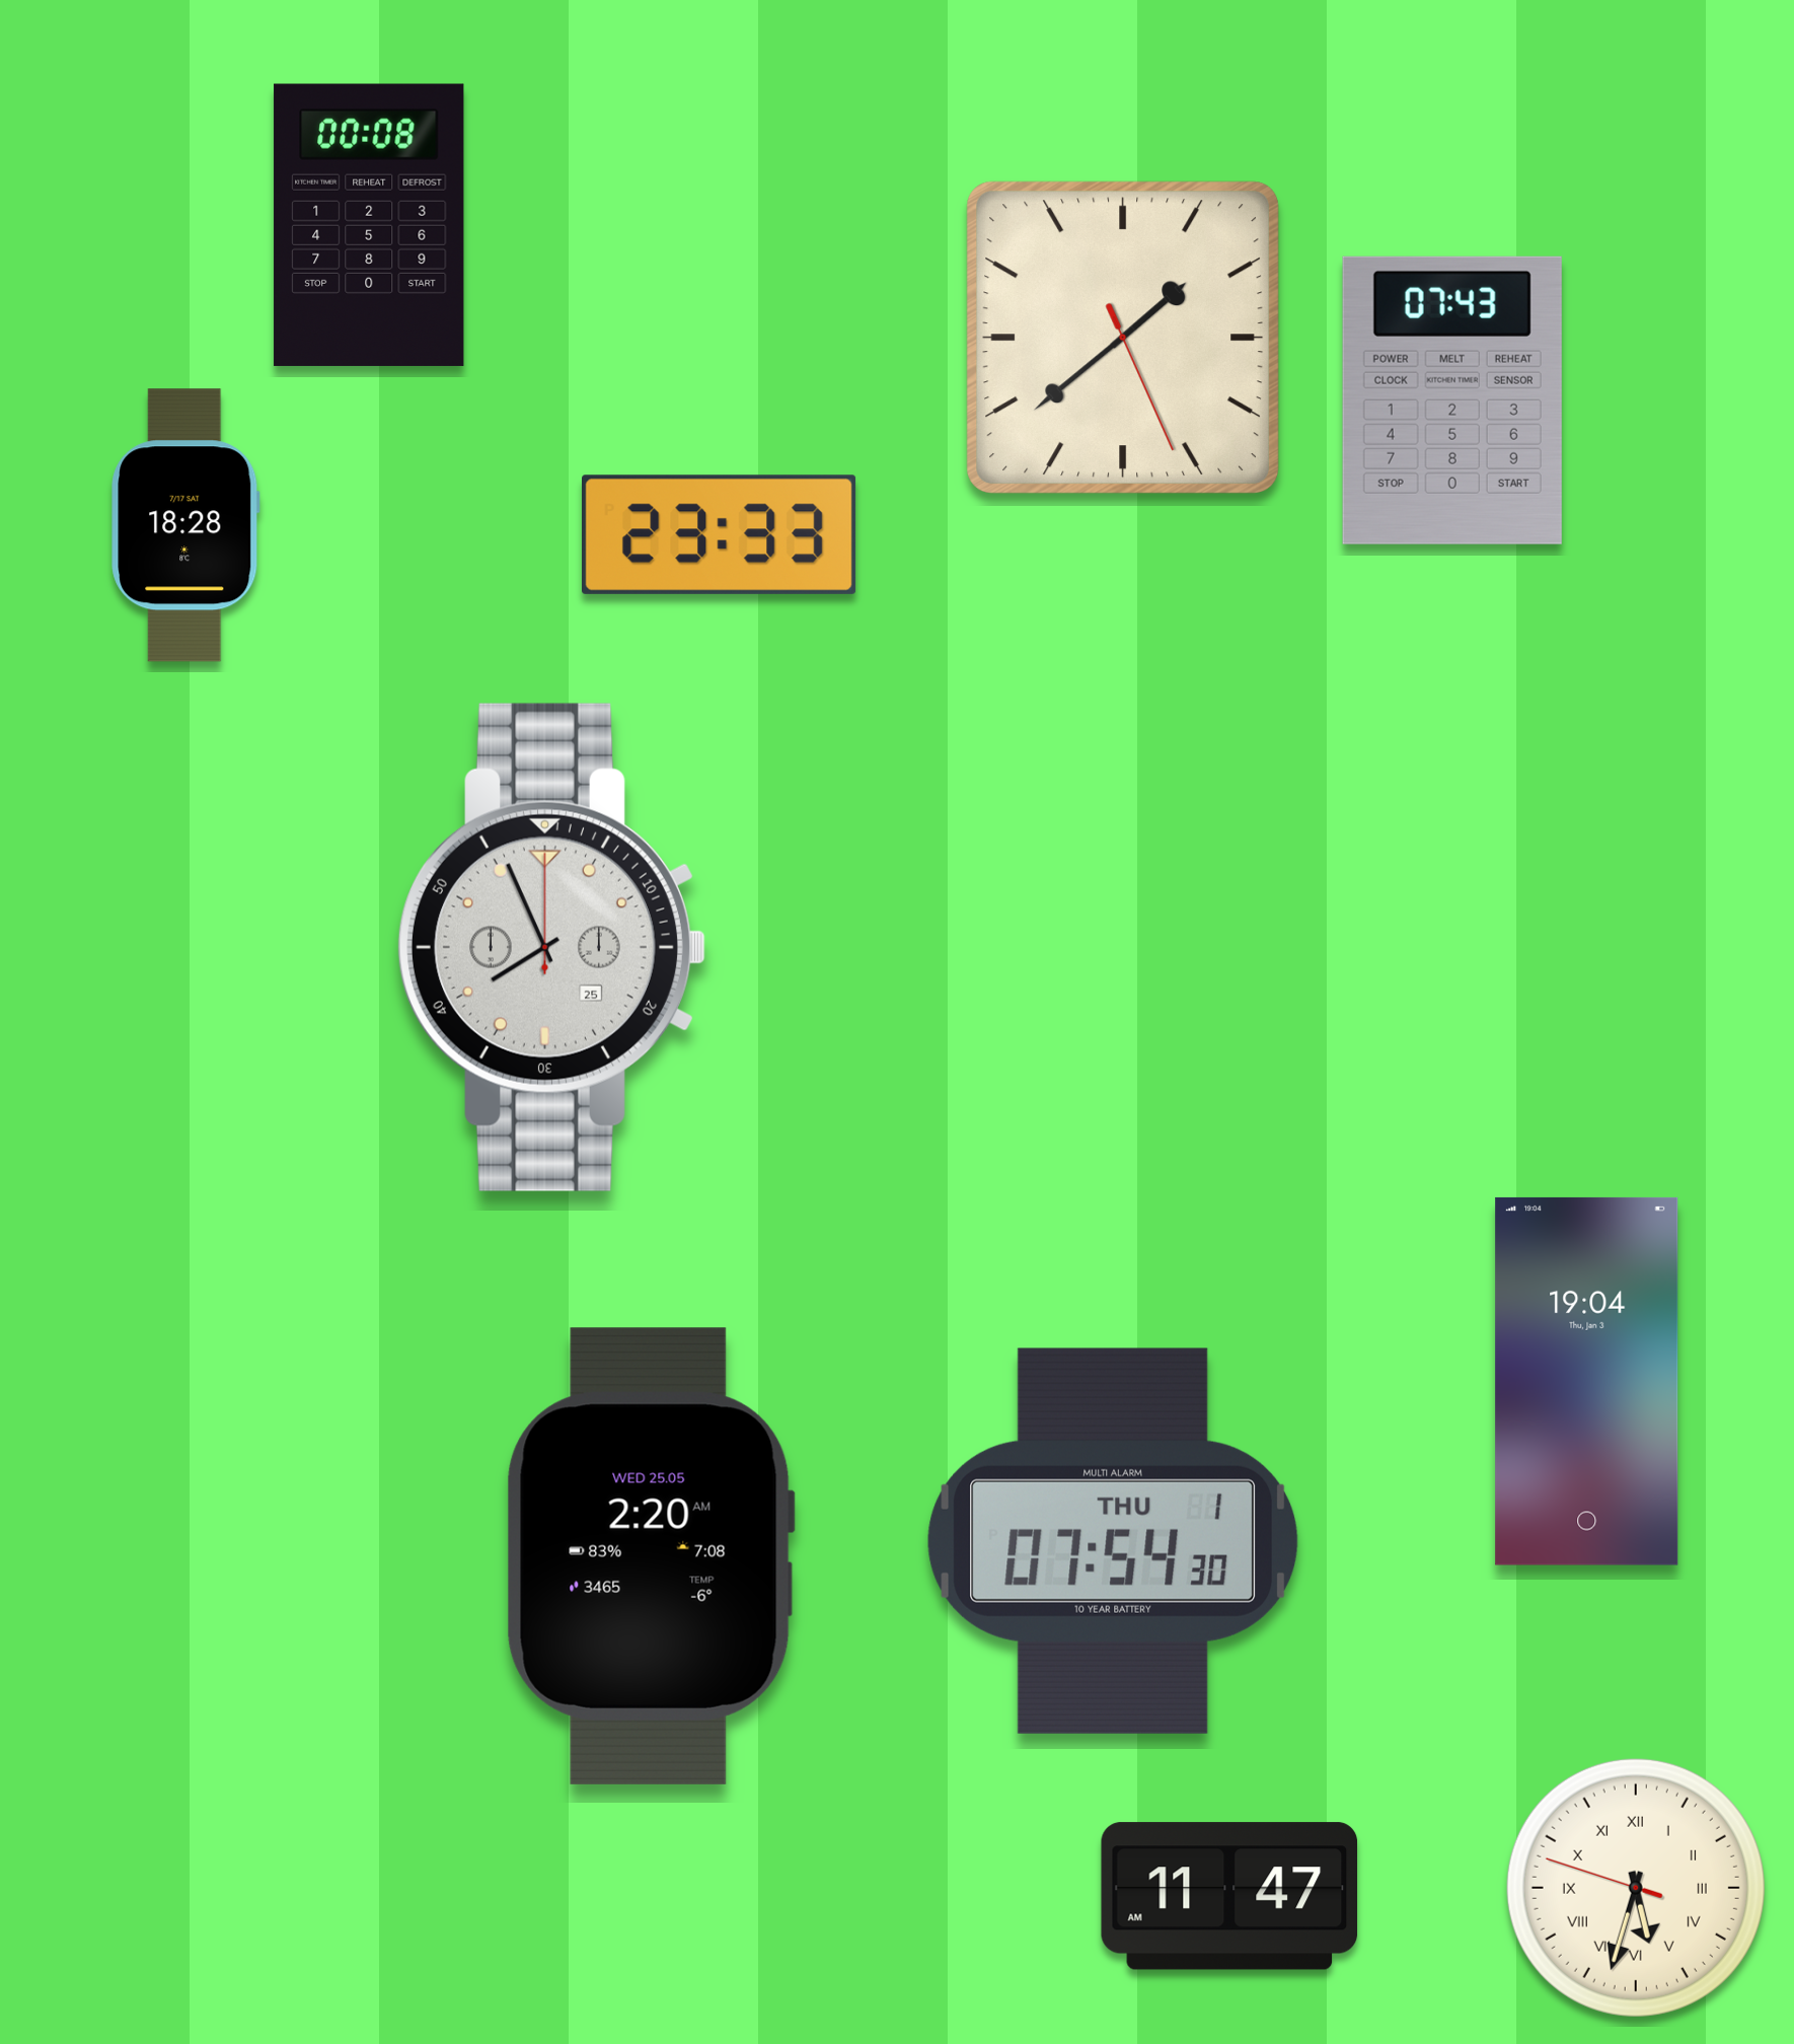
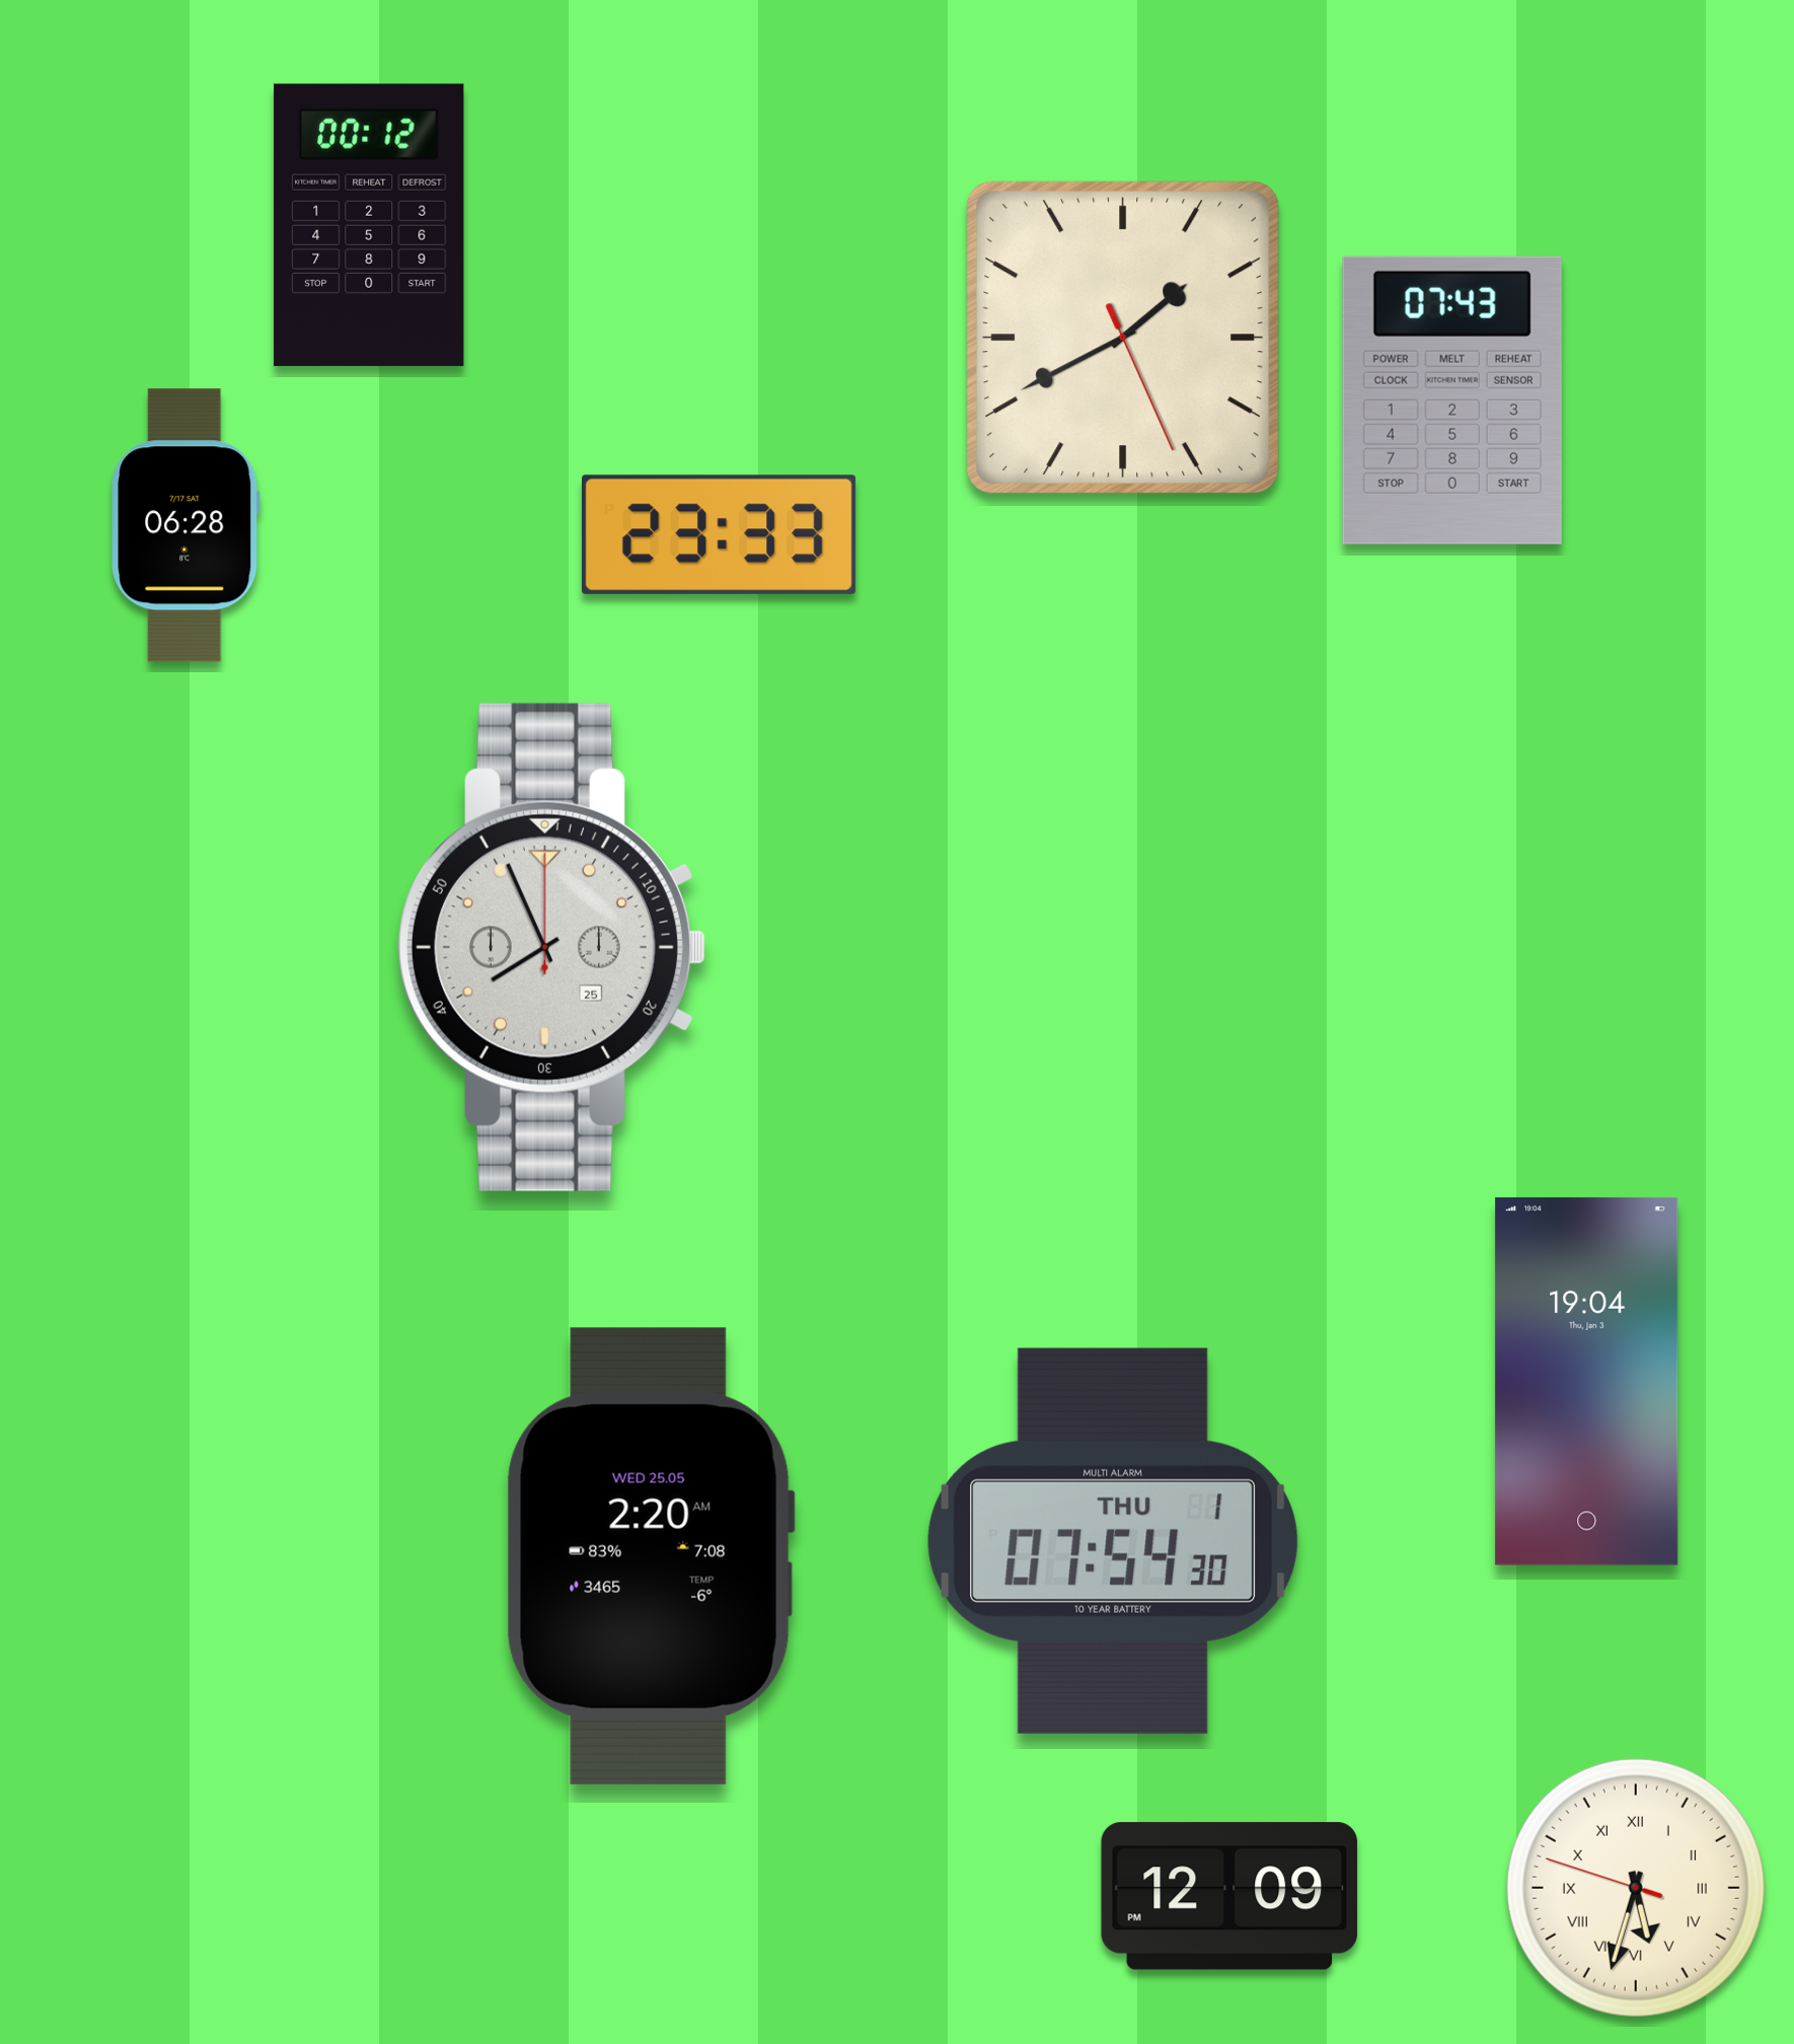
clock at (369, 225): 00:08 -> 00:12
clock at (1123, 338): 1:38 -> 1:40
clock at (185, 525): 18:28 -> 06:28
clock at (1229, 1896): 11:47 -> 12:09
